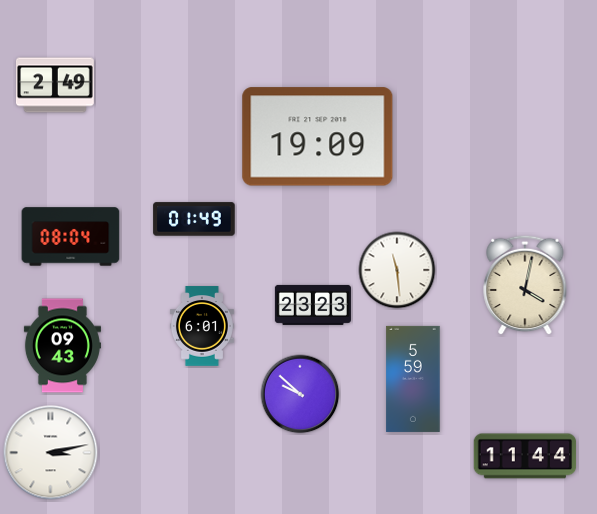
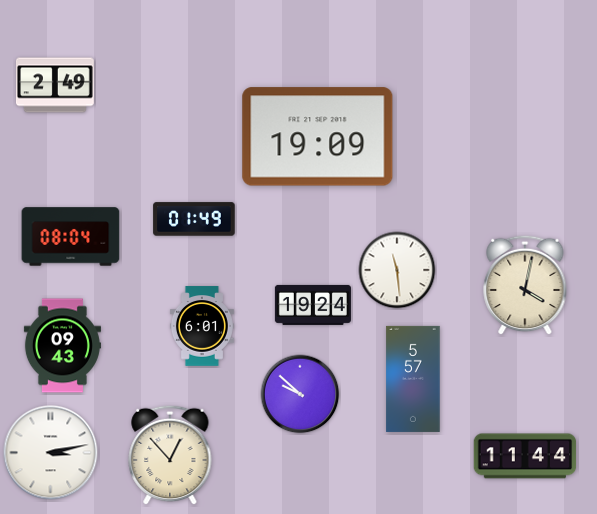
clock at (313, 305): 23:23 -> 19:24
clock at (413, 379): 5:59 -> 5:57
clock at (170, 455): none -> 12:53
